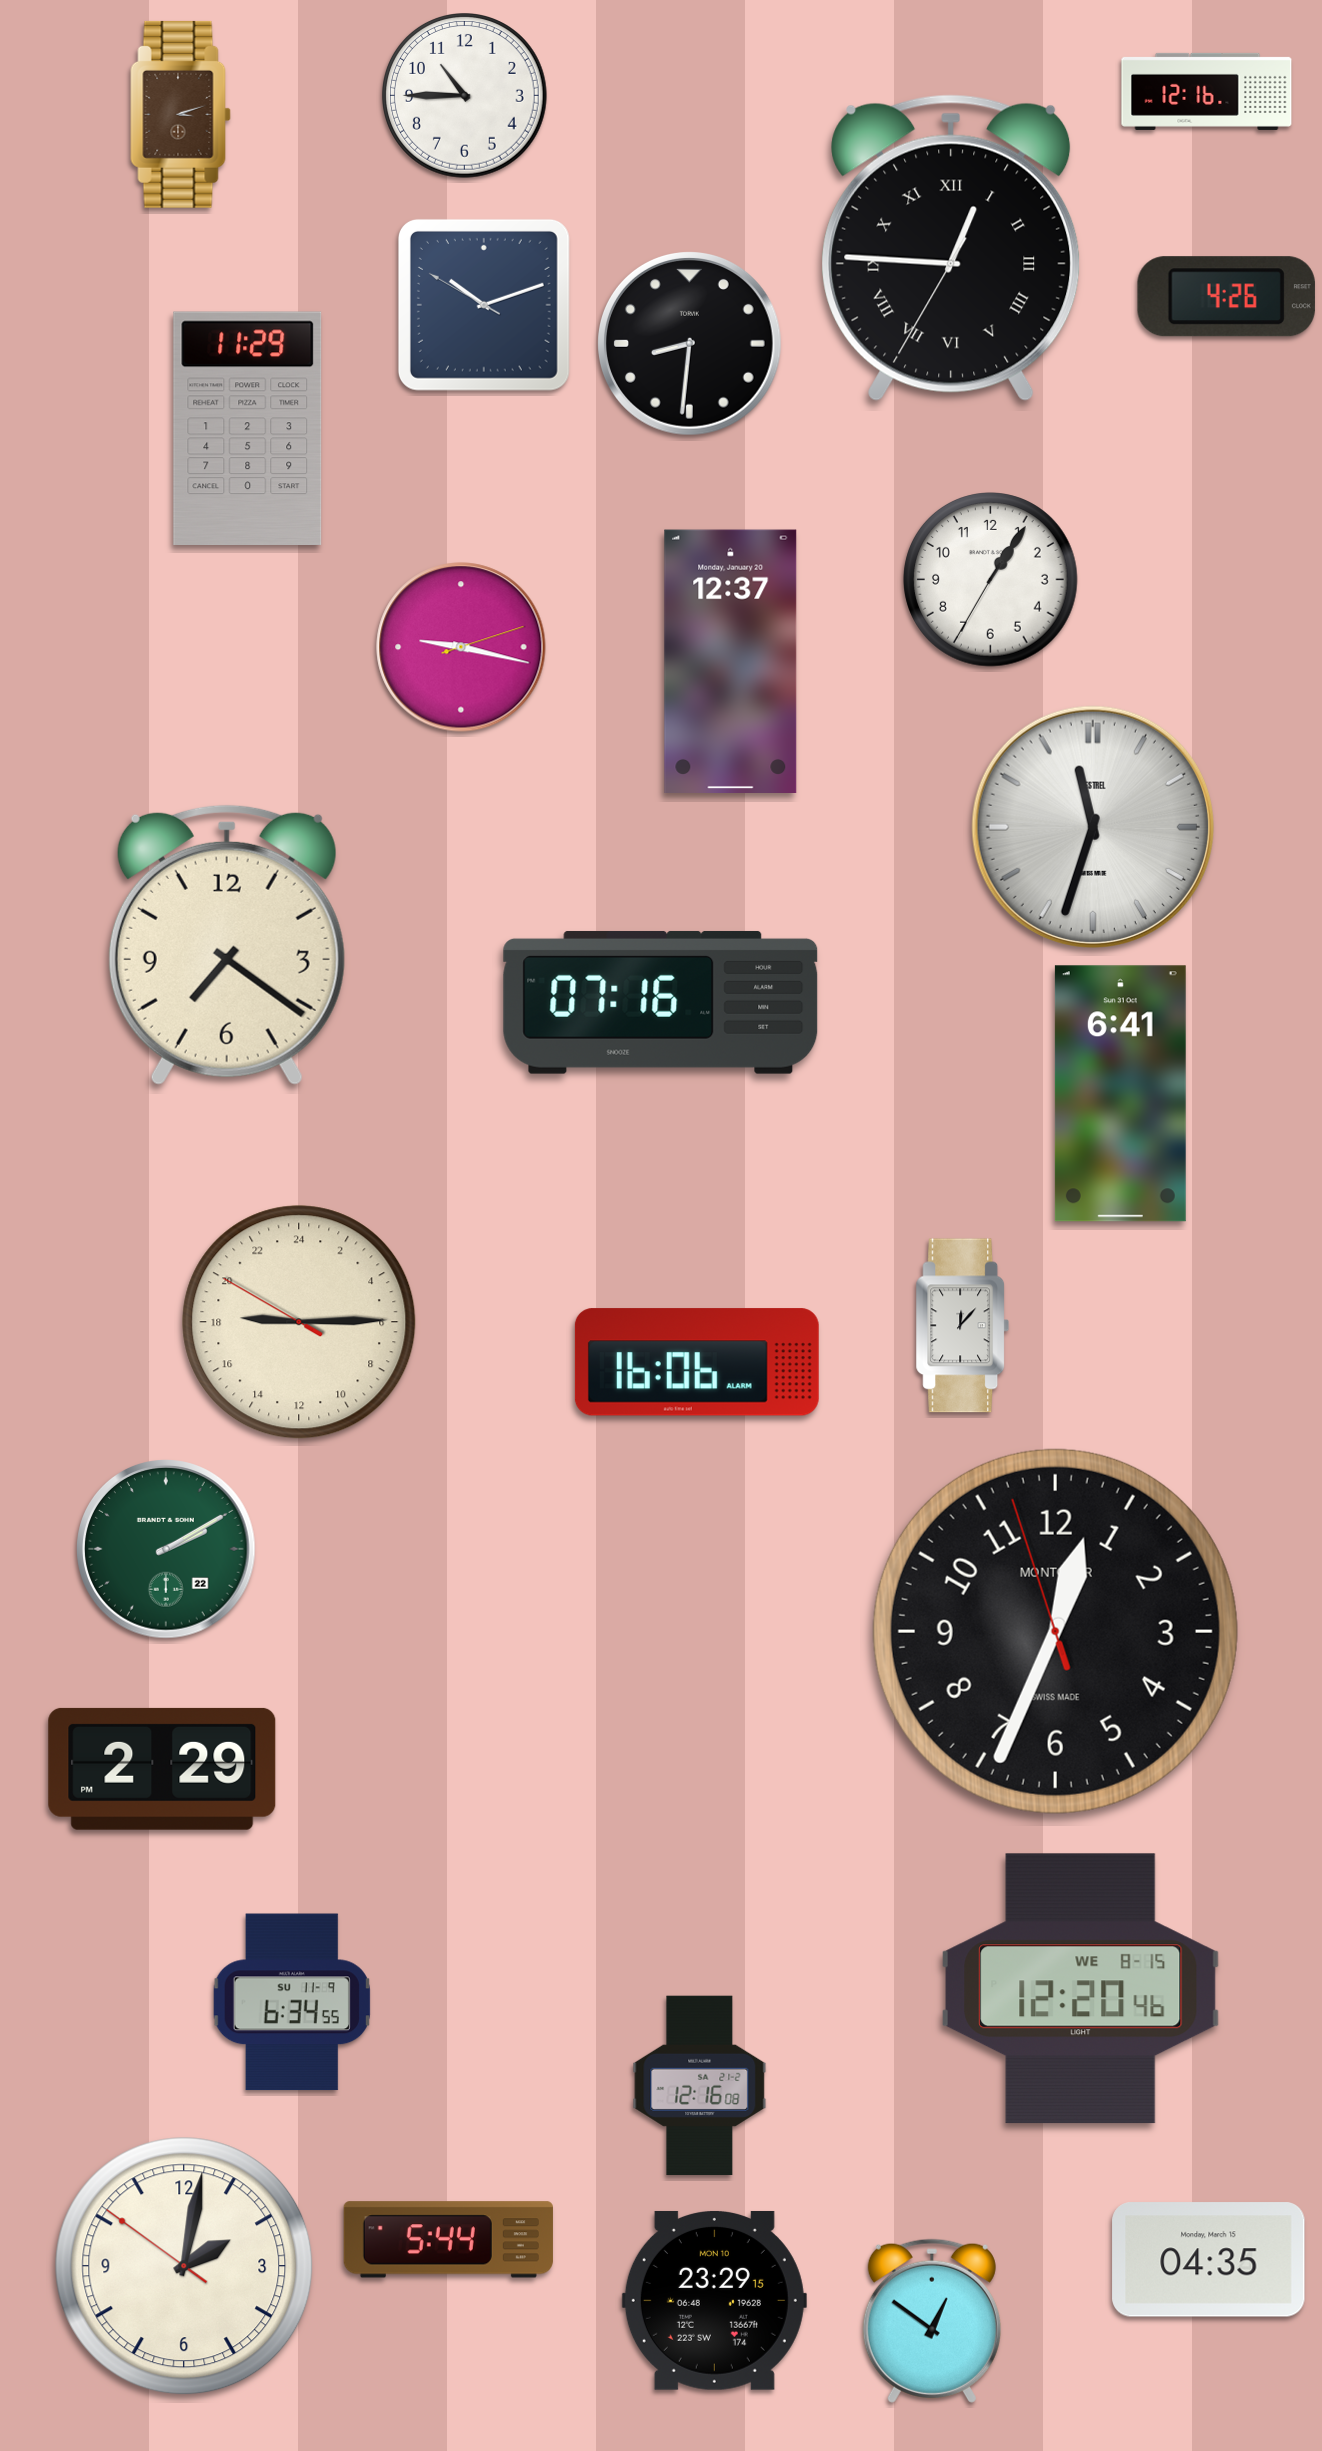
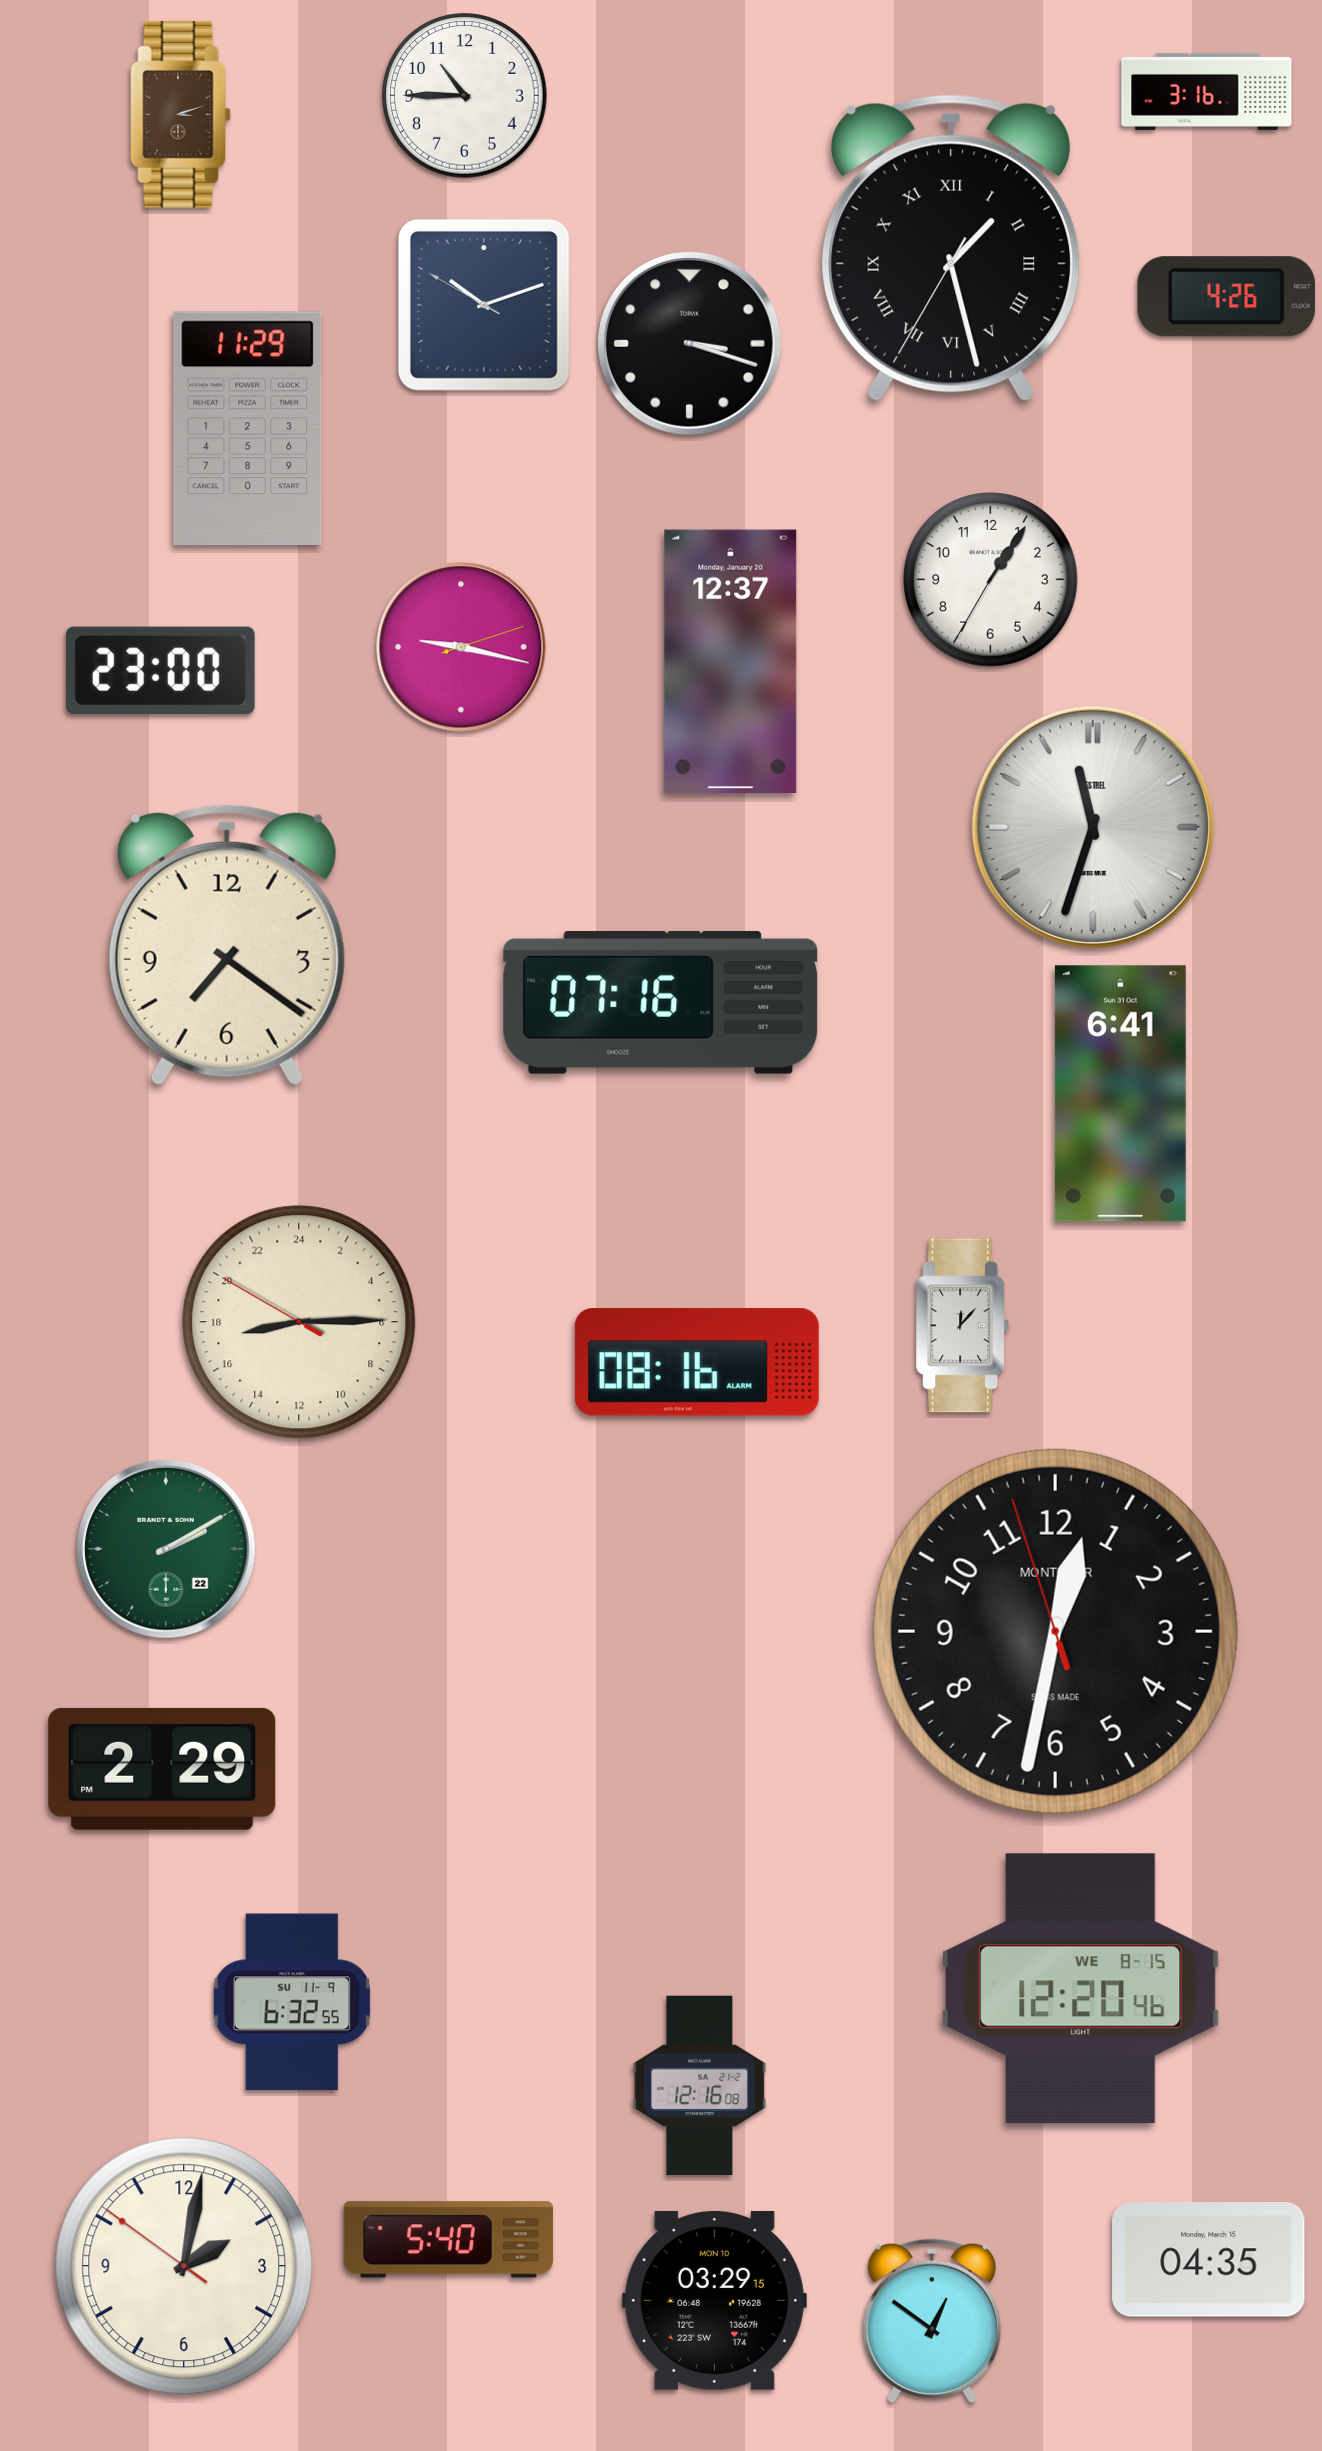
clock at (1207, 91): 12:16 -> 3:16
clock at (951, 248): 12:45 -> 1:27
clock at (690, 344): 8:31 -> 3:18
clock at (160, 670): none -> 23:00
clock at (299, 1322): 18:14 -> 17:14
clock at (697, 1362): 16:06 -> 08:16
clock at (1055, 1631): 12:33 -> 12:31
clock at (292, 2002): 6:34 -> 6:32
clock at (448, 2240): 5:44 -> 5:40
clock at (714, 2300): 23:29 -> 03:29
